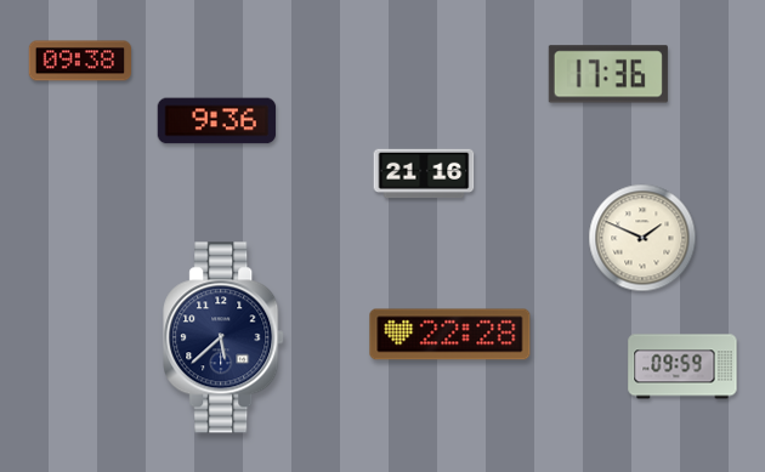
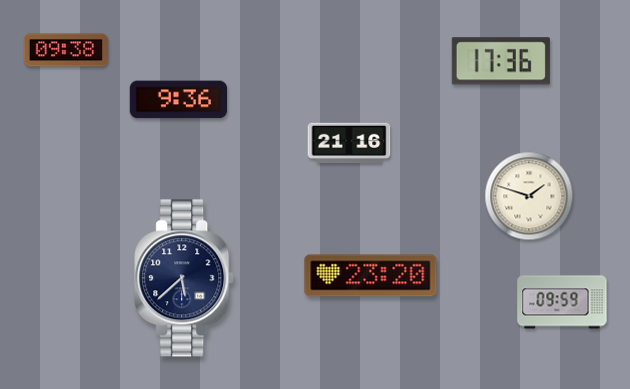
clock at (642, 238): 1:49 -> 1:48
clock at (450, 335): 22:28 -> 23:20
